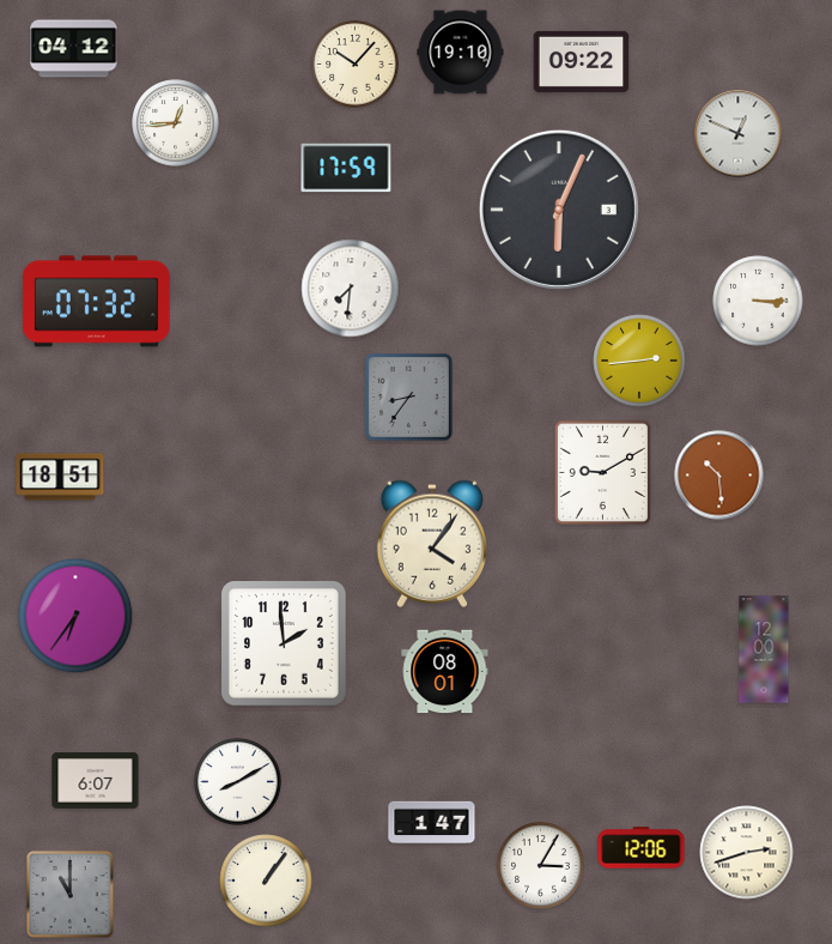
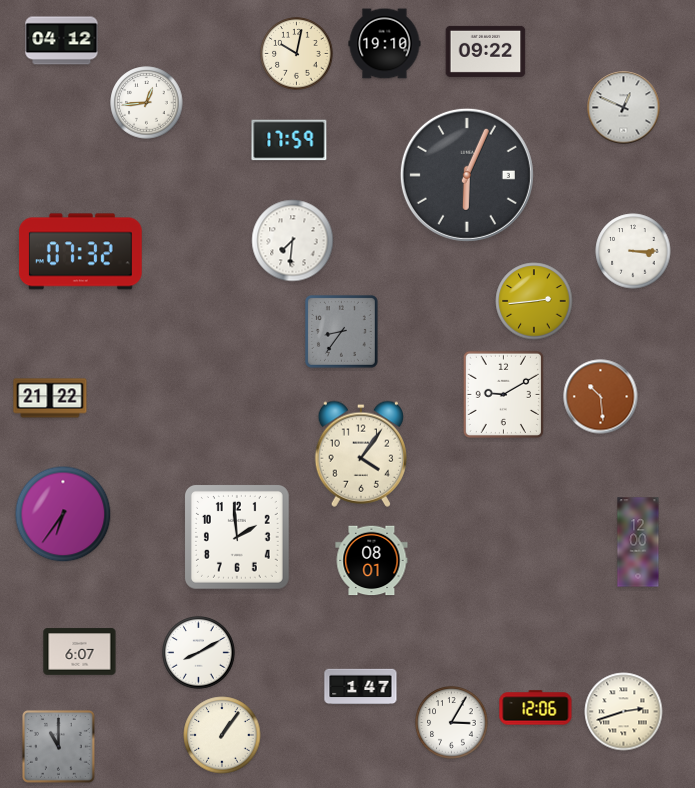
clock at (356, 65): 10:07 -> 10:02
clock at (739, 134) position: (739, 134) -> (624, 108)
clock at (60, 477): 18:51 -> 21:22
